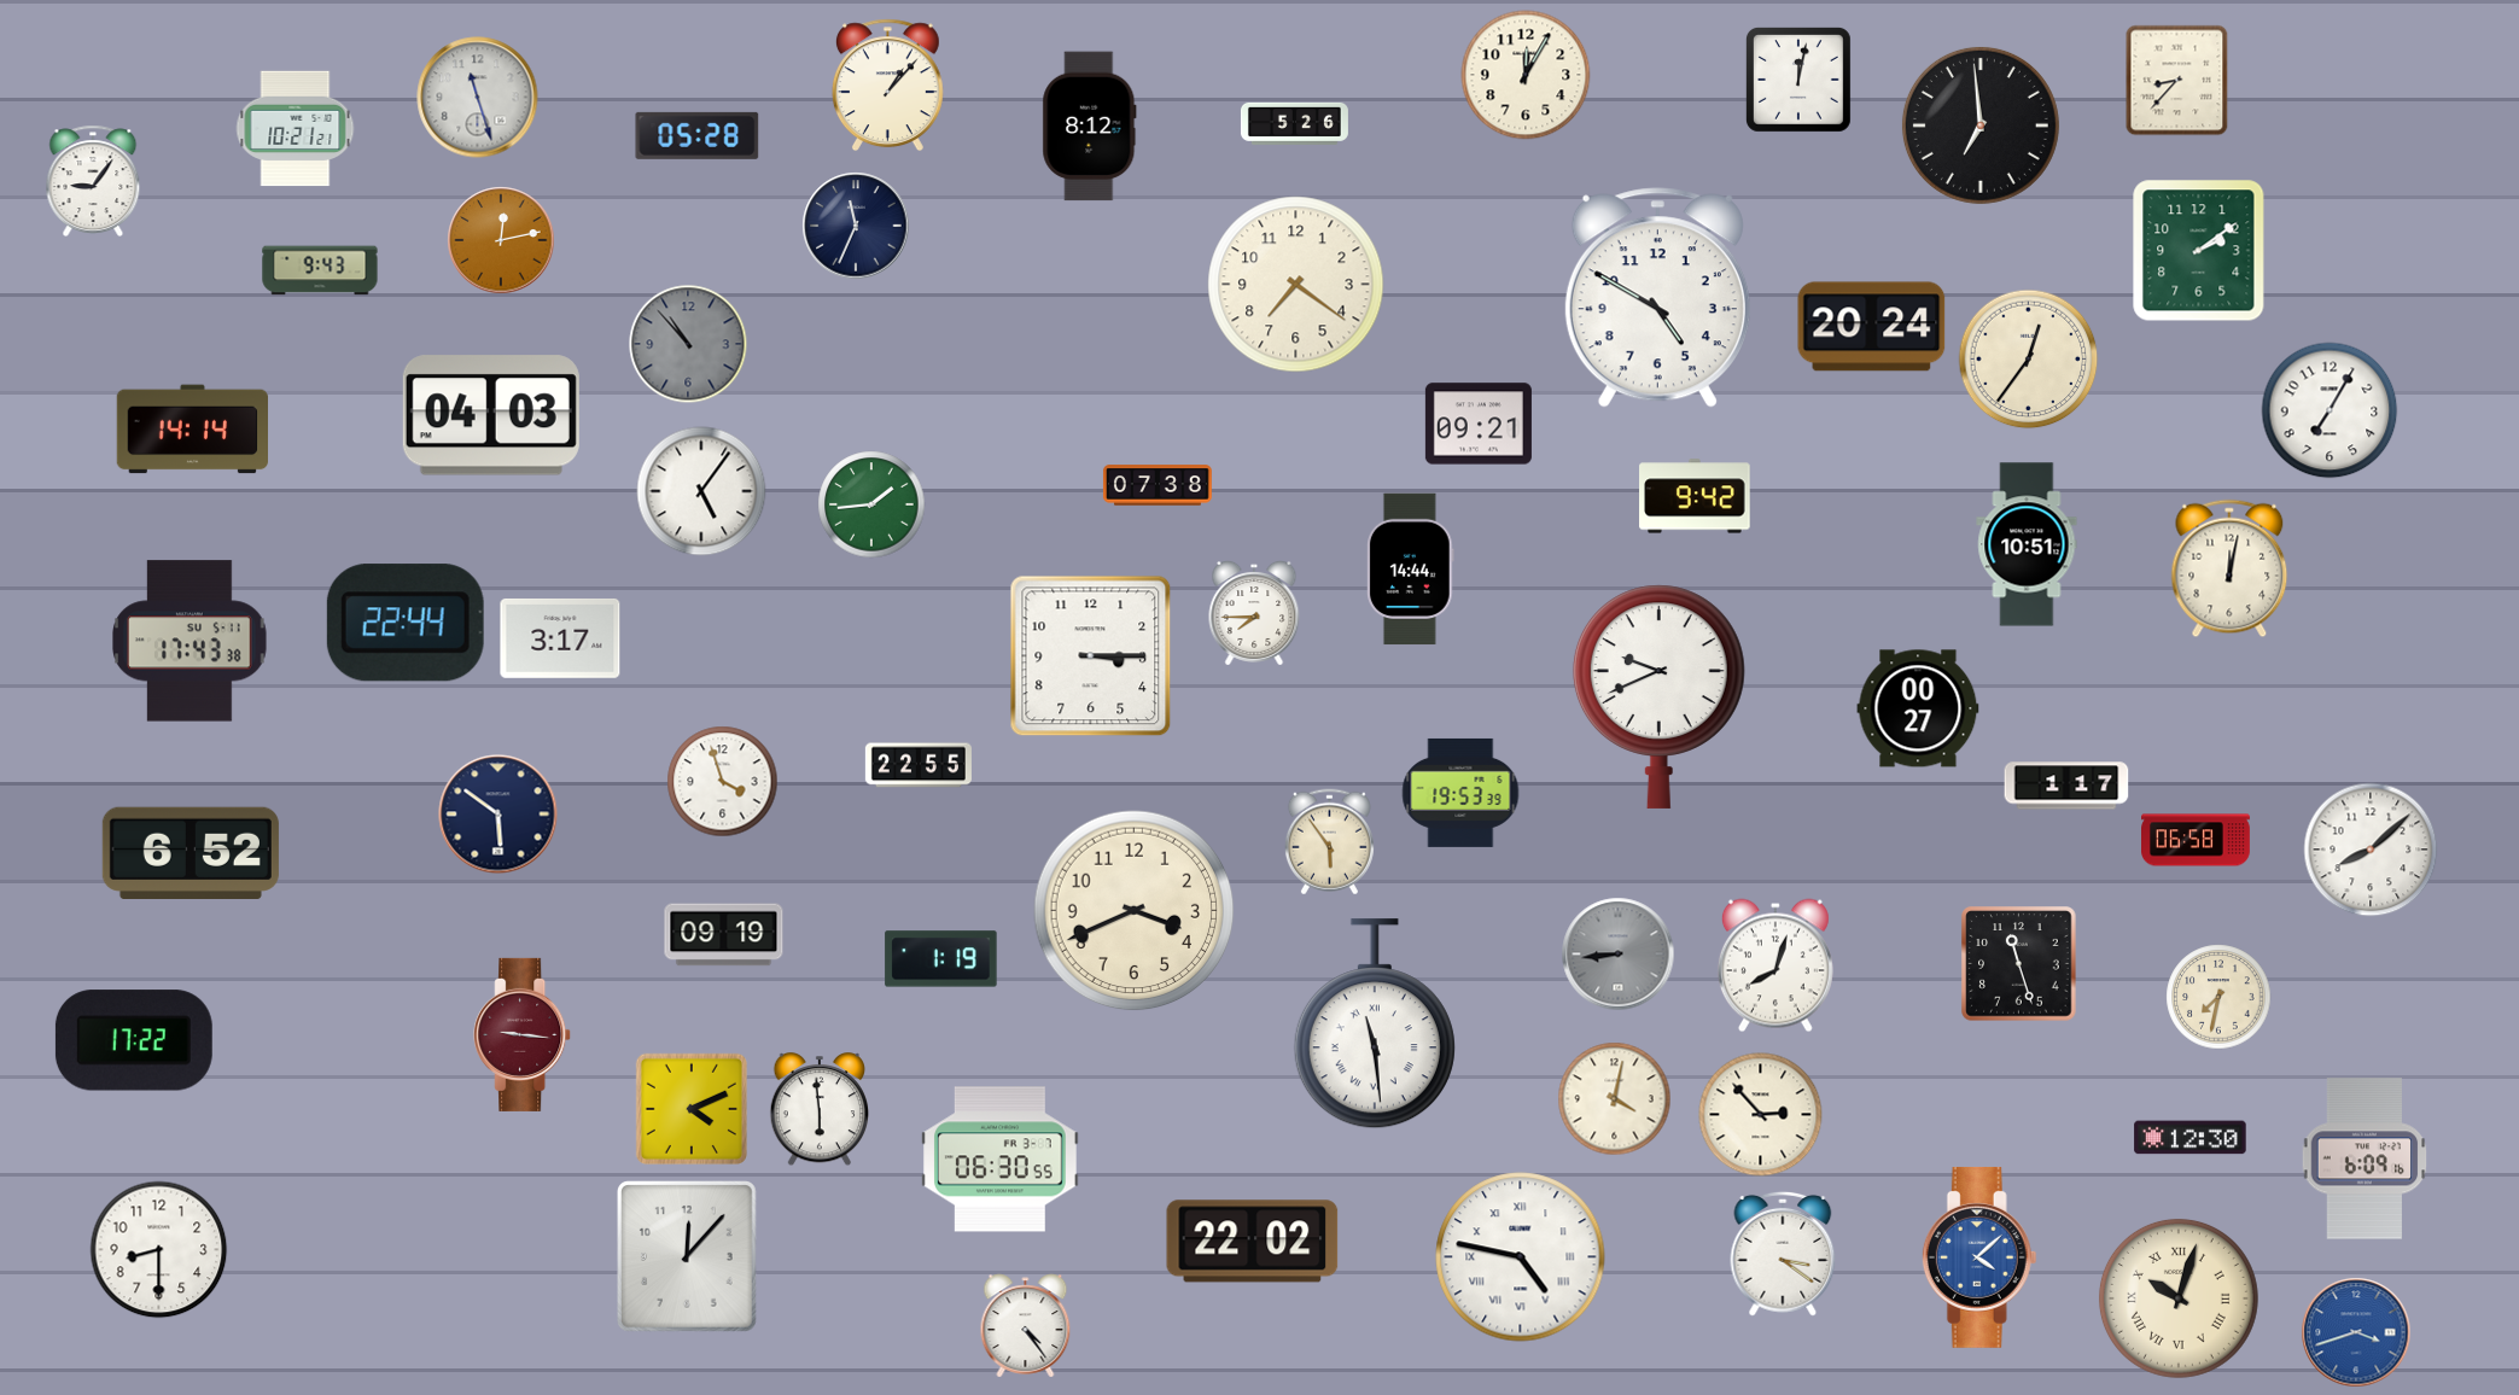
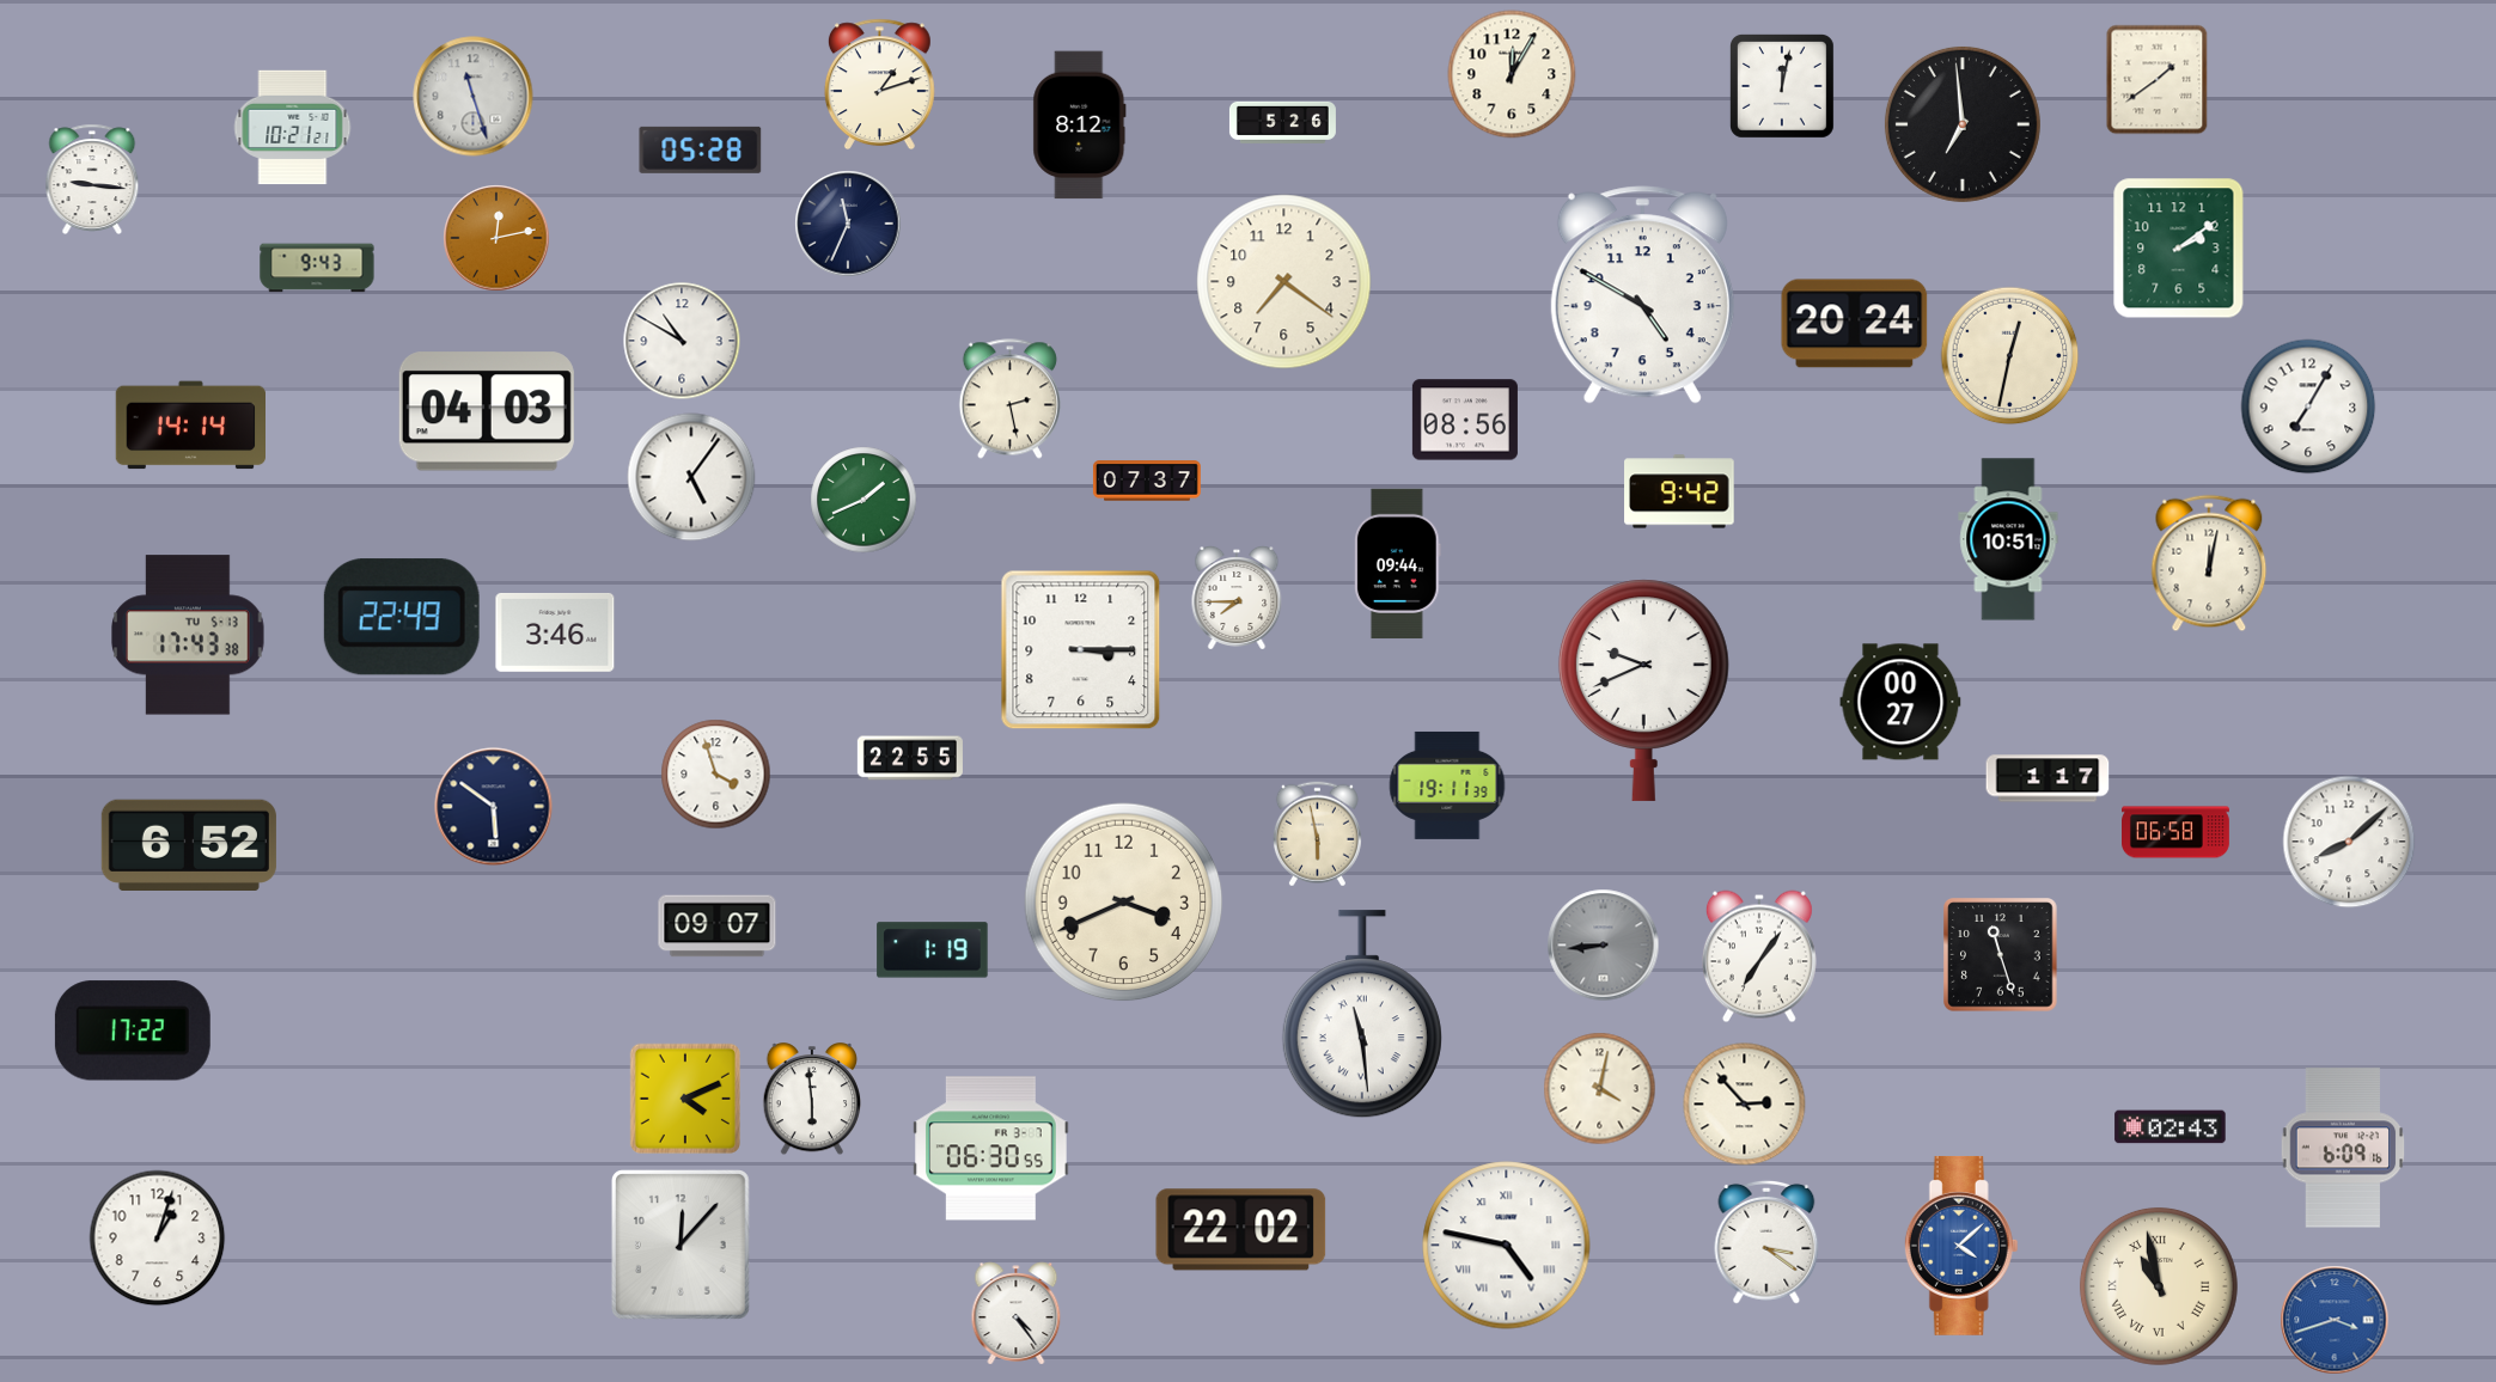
clock at (1798, 80) position: (1798, 80) -> (1782, 86)
clock at (2177, 81): 8:37 -> 1:39
clock at (887, 86): 1:07 -> 1:12
clock at (698, 135) position: (698, 135) -> (701, 149)
clock at (93, 180): 9:06 -> 9:16
clock at (688, 344): 10:53 -> 10:50
clock at (688, 344) dial: grey -> white
clock at (2029, 360): 12:36 -> 12:32
clock at (1009, 399): none -> 2:28
clock at (1479, 424): 09:21 -> 08:56
clock at (1158, 485): 07:38 -> 07:37
clock at (701, 491) position: (701, 491) -> (691, 477)
clock at (871, 504): 1:44 -> 1:41
clock at (1411, 570): 14:44 -> 09:44
clock at (1254, 614) position: (1254, 614) -> (1237, 599)
clock at (406, 623): 22:44 -> 22:49
clock at (560, 638): 3:17 -> 3:46
clock at (189, 641) date: SU 5-11 -> TU 5-13
clock at (1460, 793): 19:53 -> 19:11
clock at (1329, 842): 5:54 -> 5:58
clock at (724, 935): 09:19 -> 09:07
clock at (1775, 965): 8:03 -> 7:06
clock at (2218, 997): 7:32 -> none
clock at (523, 1034): 9:16 -> none
clock at (2191, 1138): 12:30 -> 02:43
clock at (159, 1250): 8:30 -> 1:03
clock at (2179, 1298): 10:03 -> 10:58
